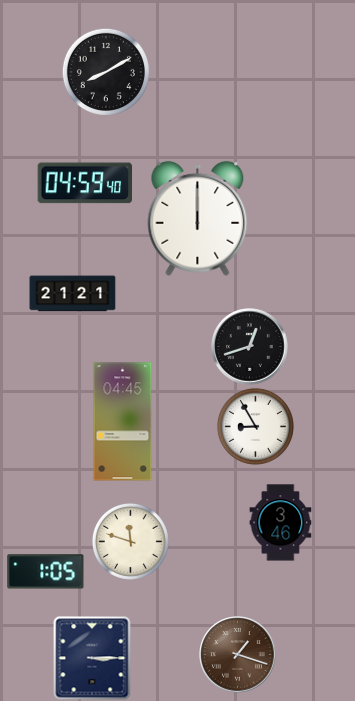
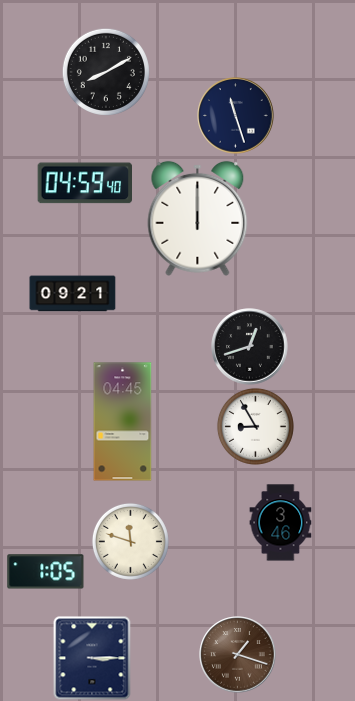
clock at (236, 116): none -> 11:27
clock at (73, 294): 21:21 -> 09:21
